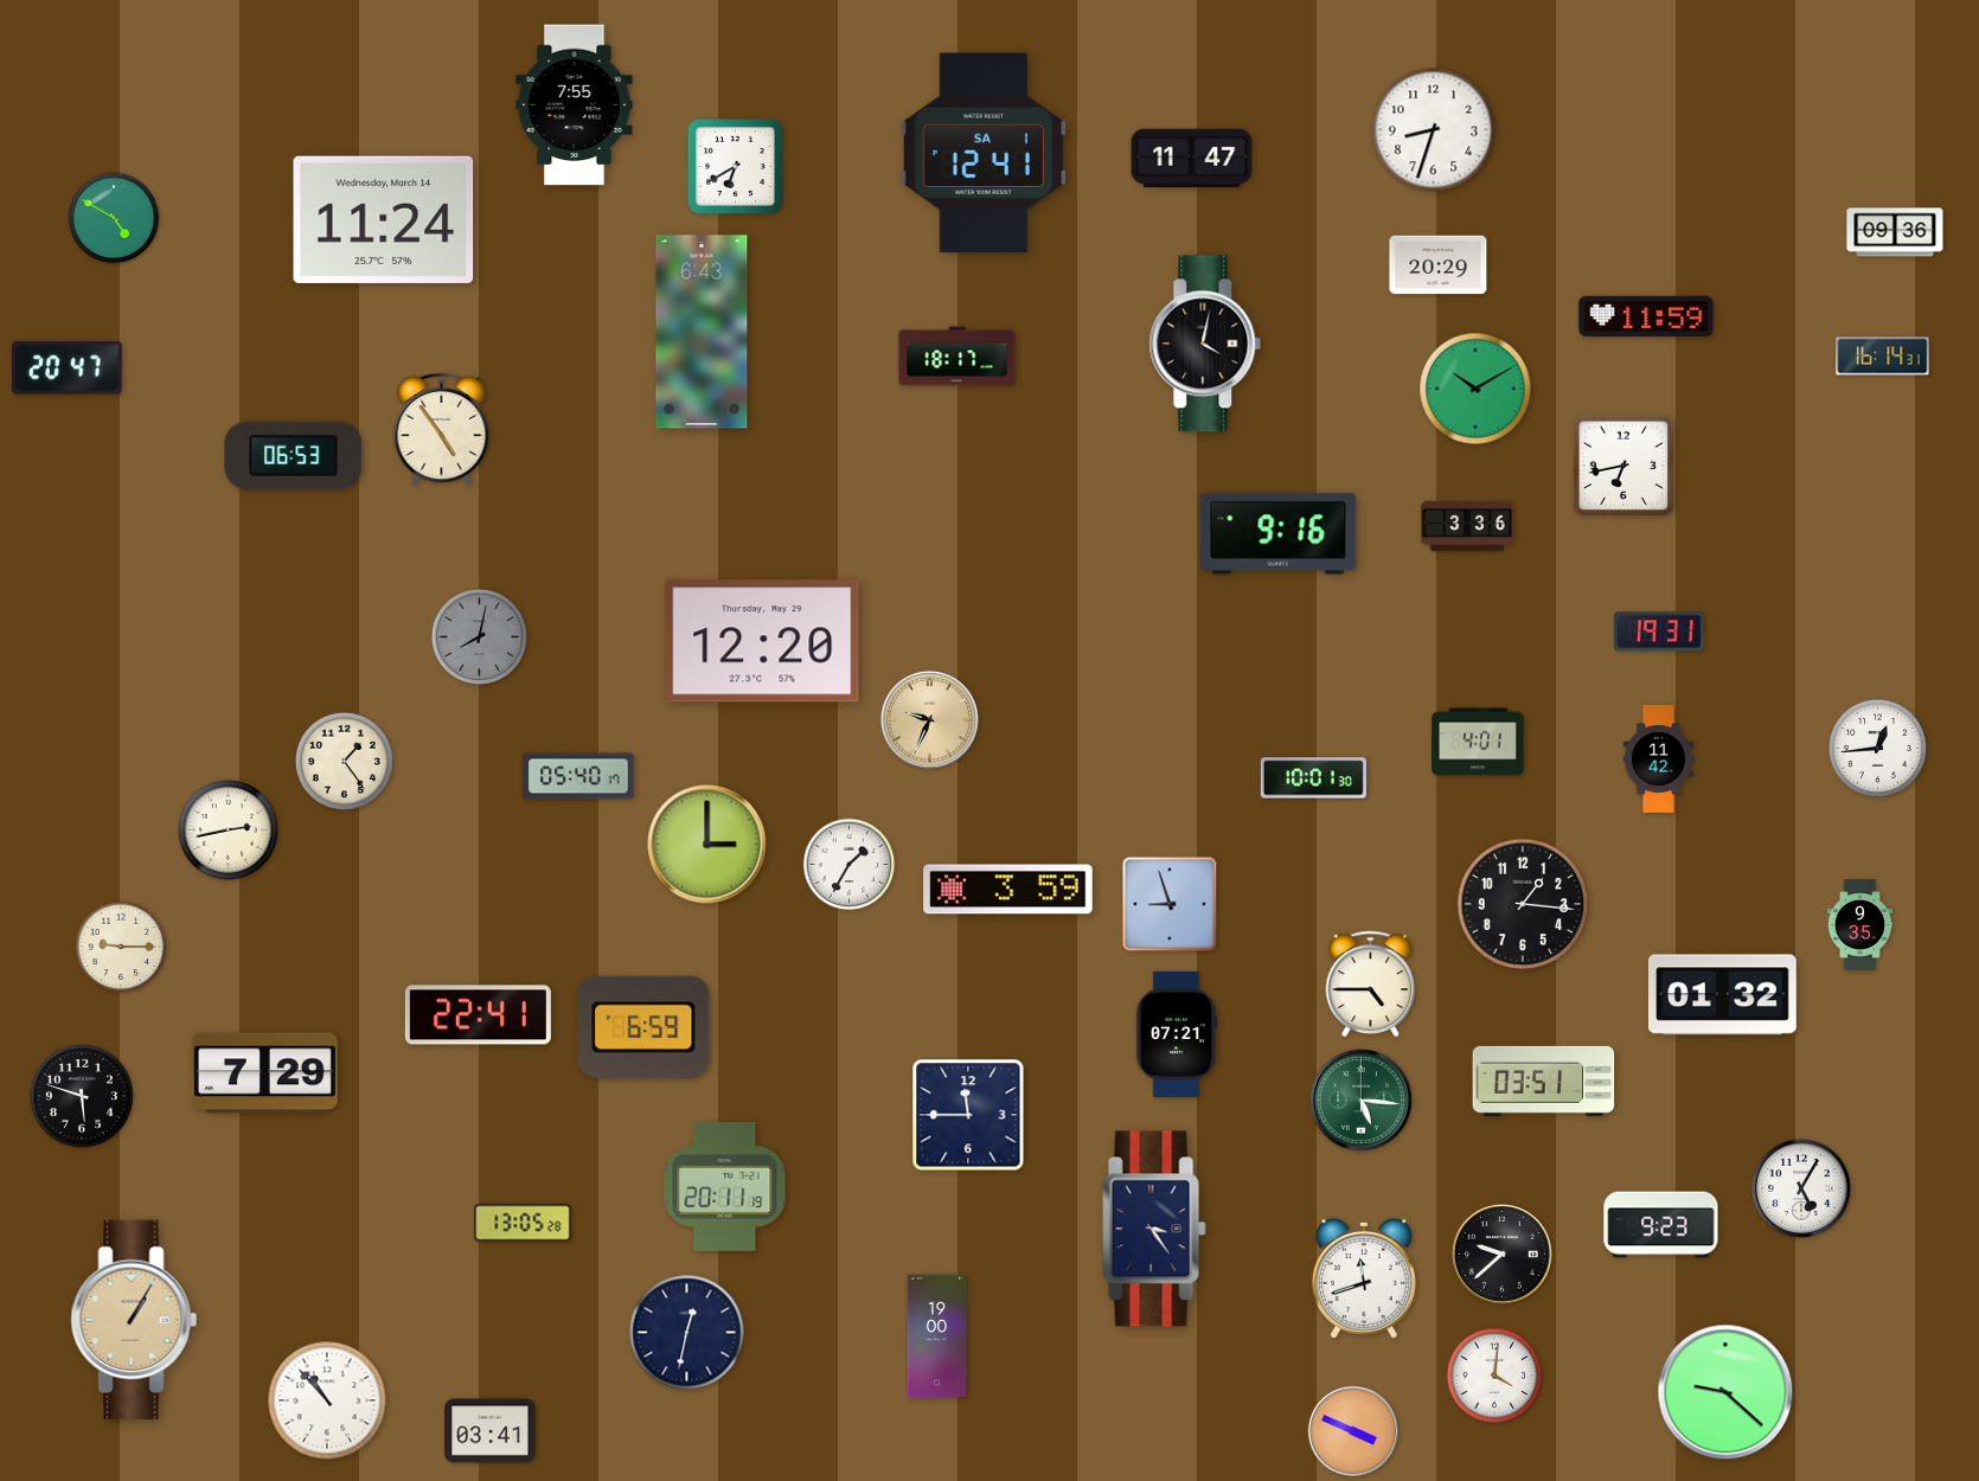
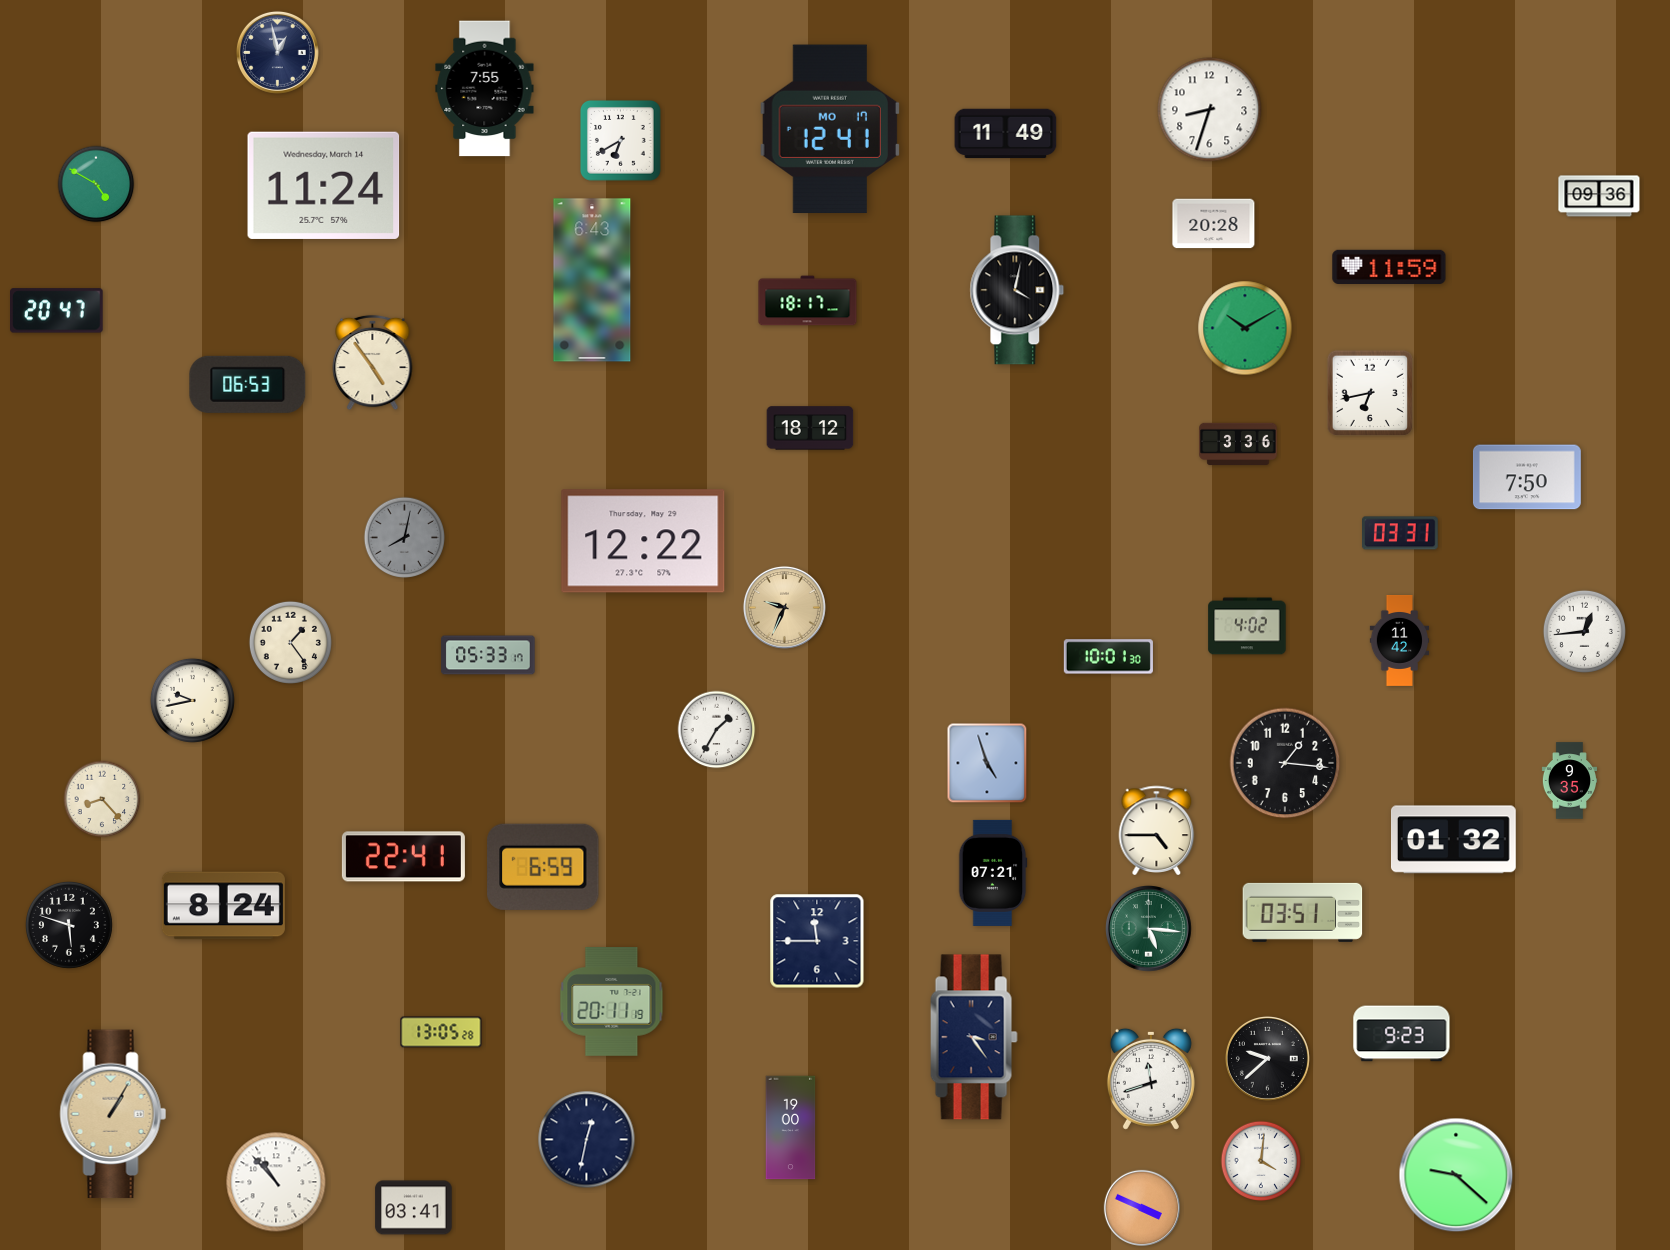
clock at (277, 52): none -> 12:58
clock at (982, 153) date: SA 1 -> MO 17
clock at (1192, 159): 11:47 -> 11:49
clock at (1439, 265): 20:29 -> 20:28
clock at (1883, 357): 16:14 -> none
clock at (810, 428): none -> 18:12
clock at (1279, 534): 9:16 -> none
clock at (1527, 477): none -> 7:50
clock at (1660, 631): 19:31 -> 03:31
clock at (762, 641): 12:20 -> 12:22
clock at (1478, 742): 4:01 -> 4:02
clock at (578, 776): 05:40 -> 05:33
clock at (228, 829): 2:43 -> 9:43
clock at (707, 845): 3:00 -> none
clock at (1008, 890): 3:59 -> none
clock at (1170, 904): 8:57 -> 4:57
clock at (121, 947): 9:15 -> 8:23
clock at (264, 1073): 7:29 -> 8:24
clock at (1801, 1188): 5:05 -> none
clock at (687, 1333) position: (687, 1333) -> (587, 1140)
